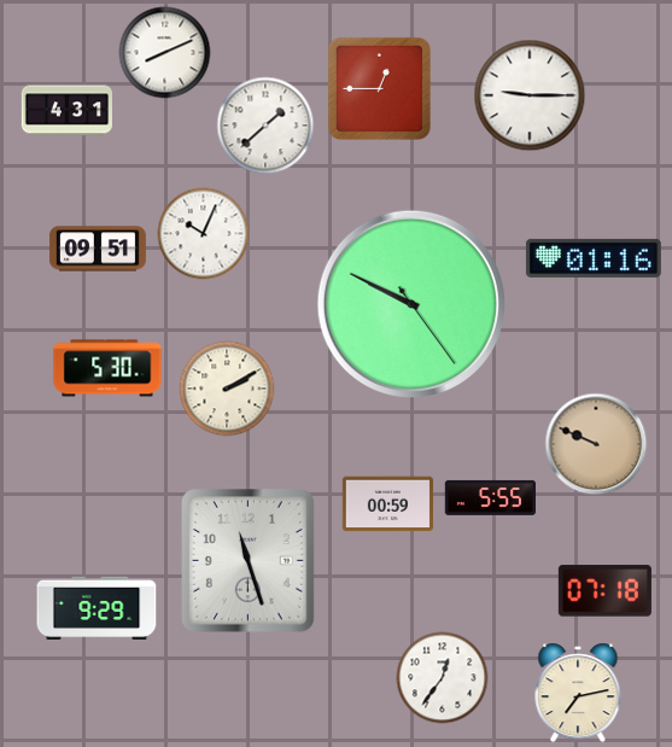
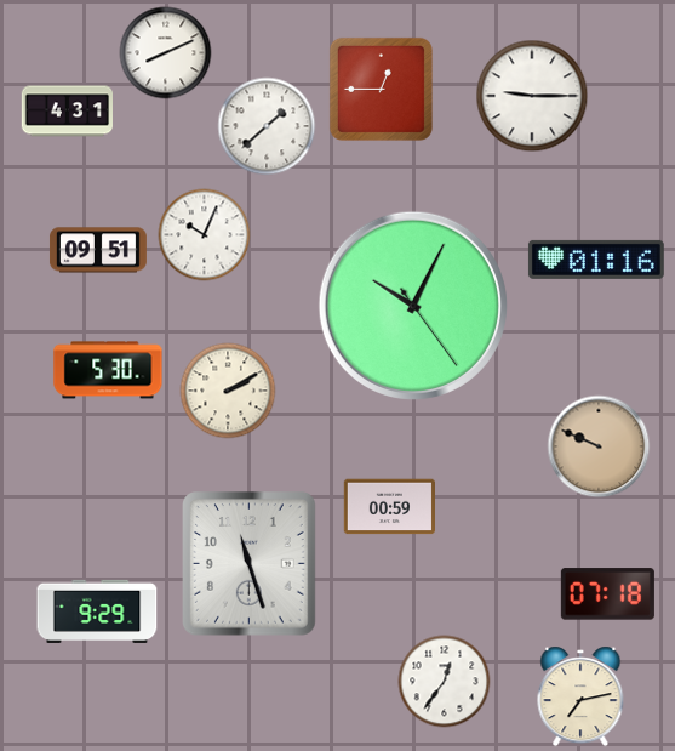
clock at (411, 304): 9:49 -> 10:04
clock at (490, 497): 5:55 -> none
